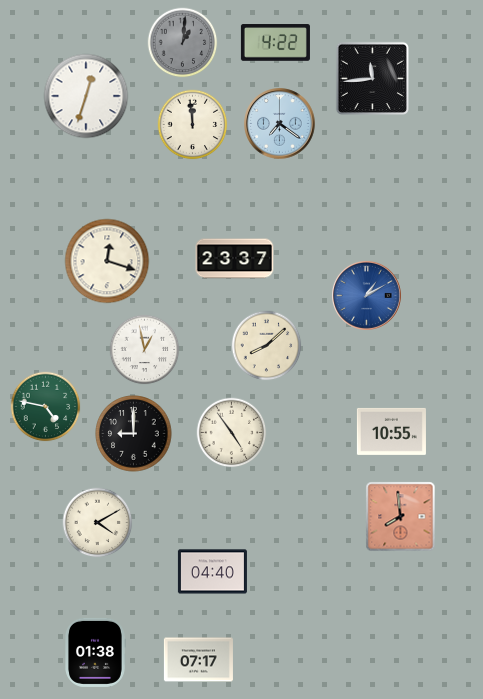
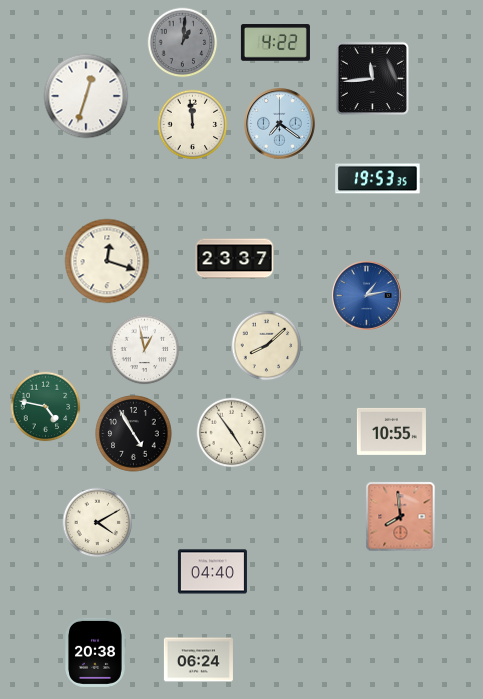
clock at (378, 179): none -> 19:53
clock at (367, 296): 1:10 -> 1:13
clock at (134, 434): 9:00 -> 4:55
clock at (96, 652): 01:38 -> 20:38
clock at (198, 660): 07:17 -> 06:24
